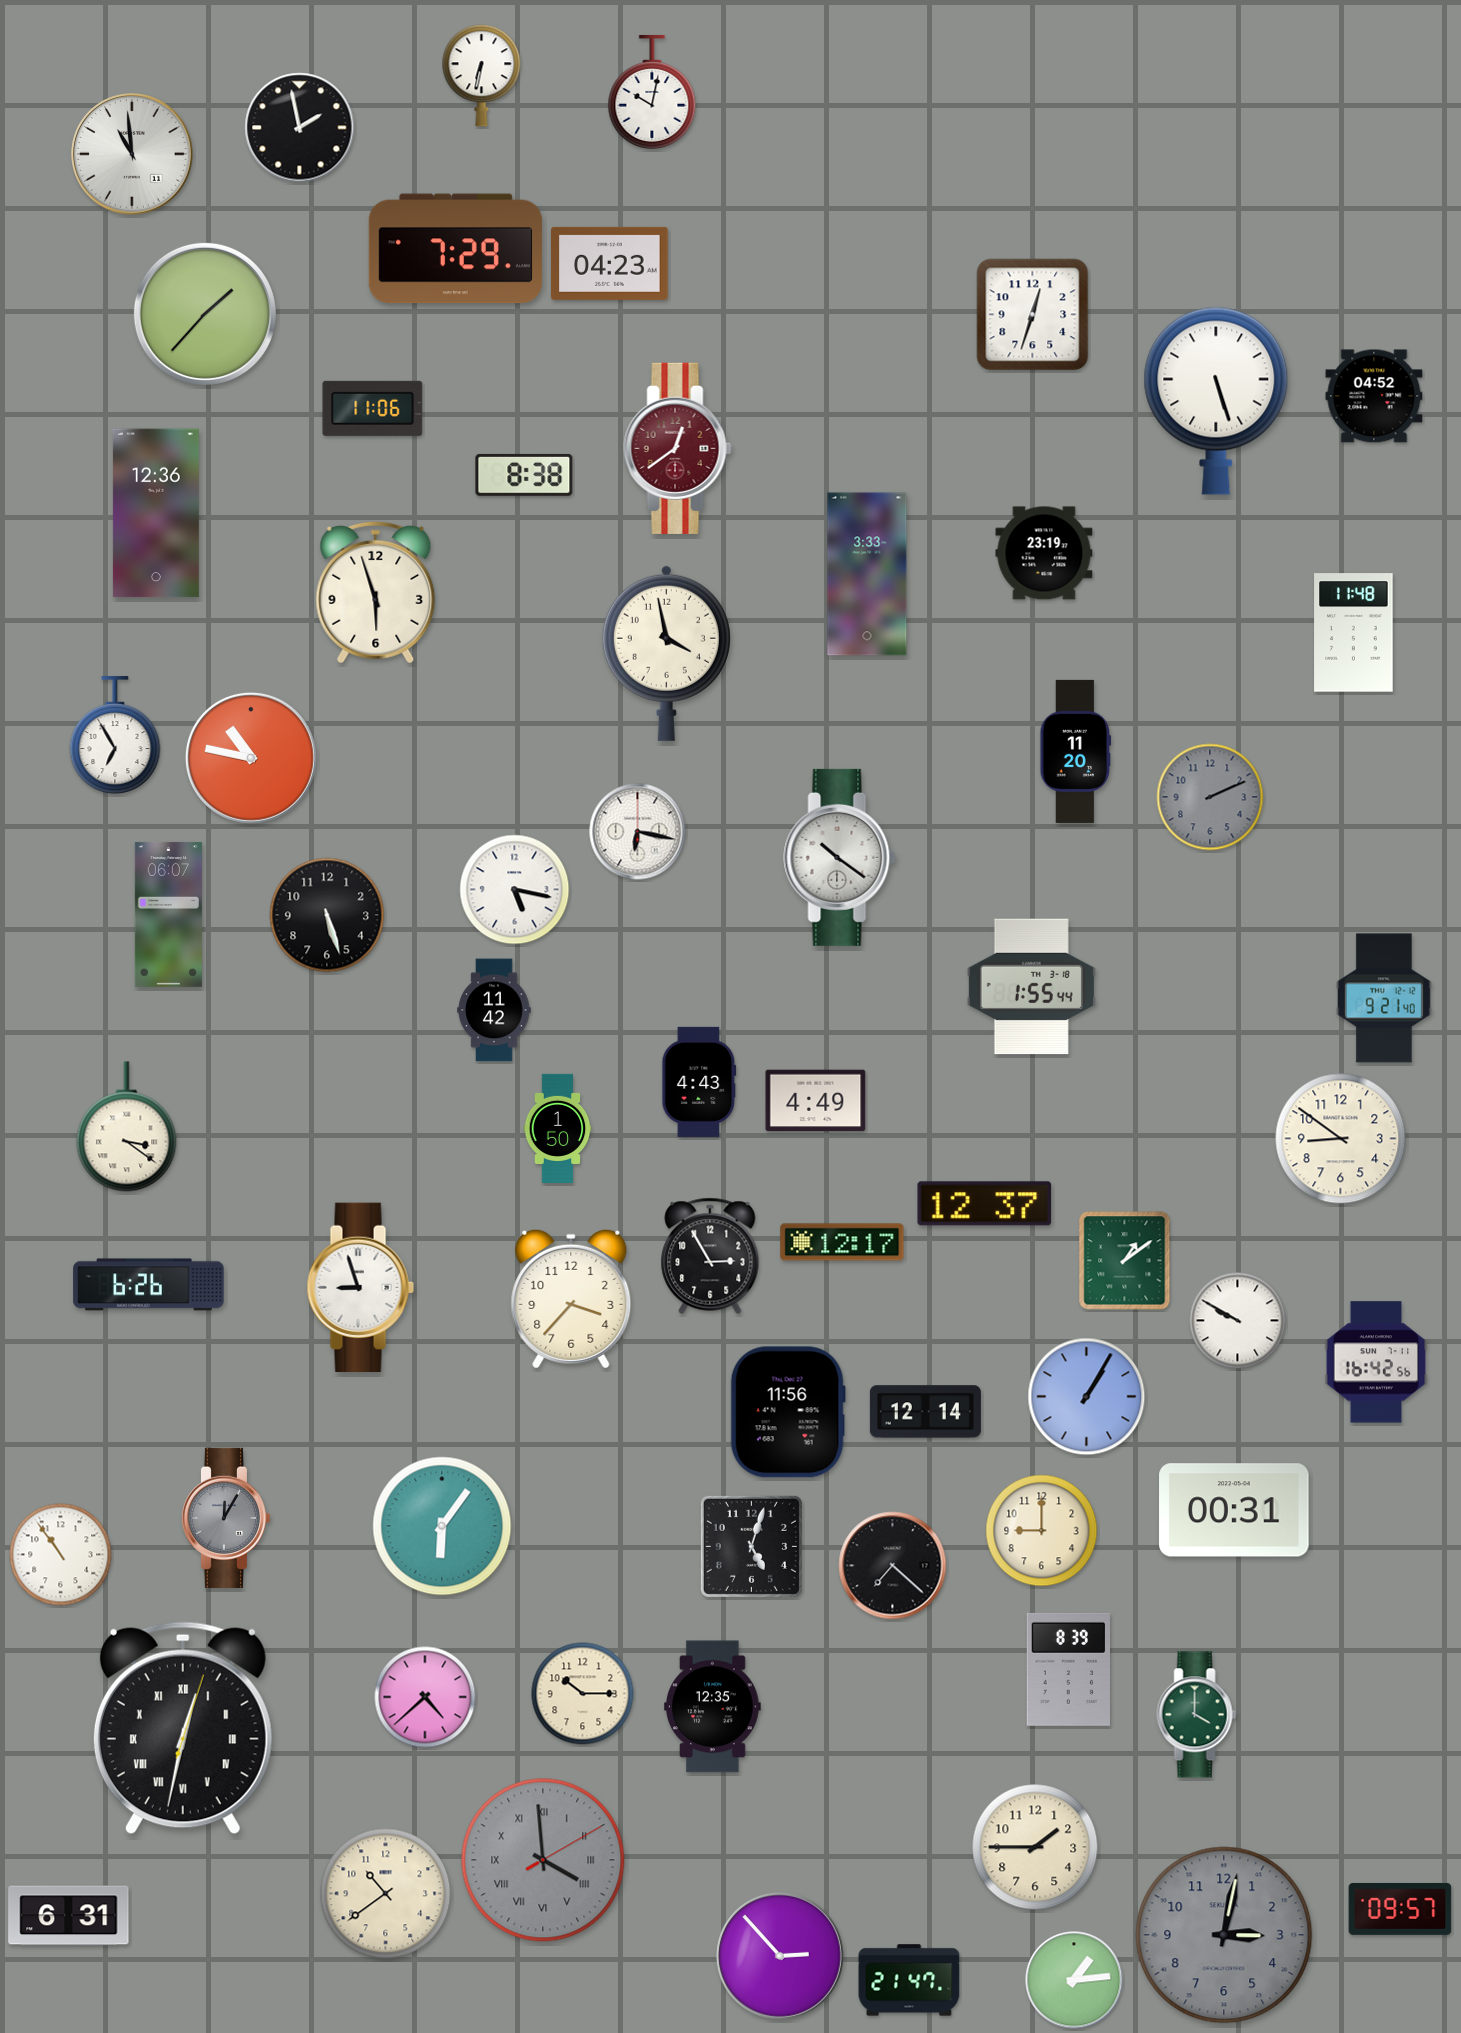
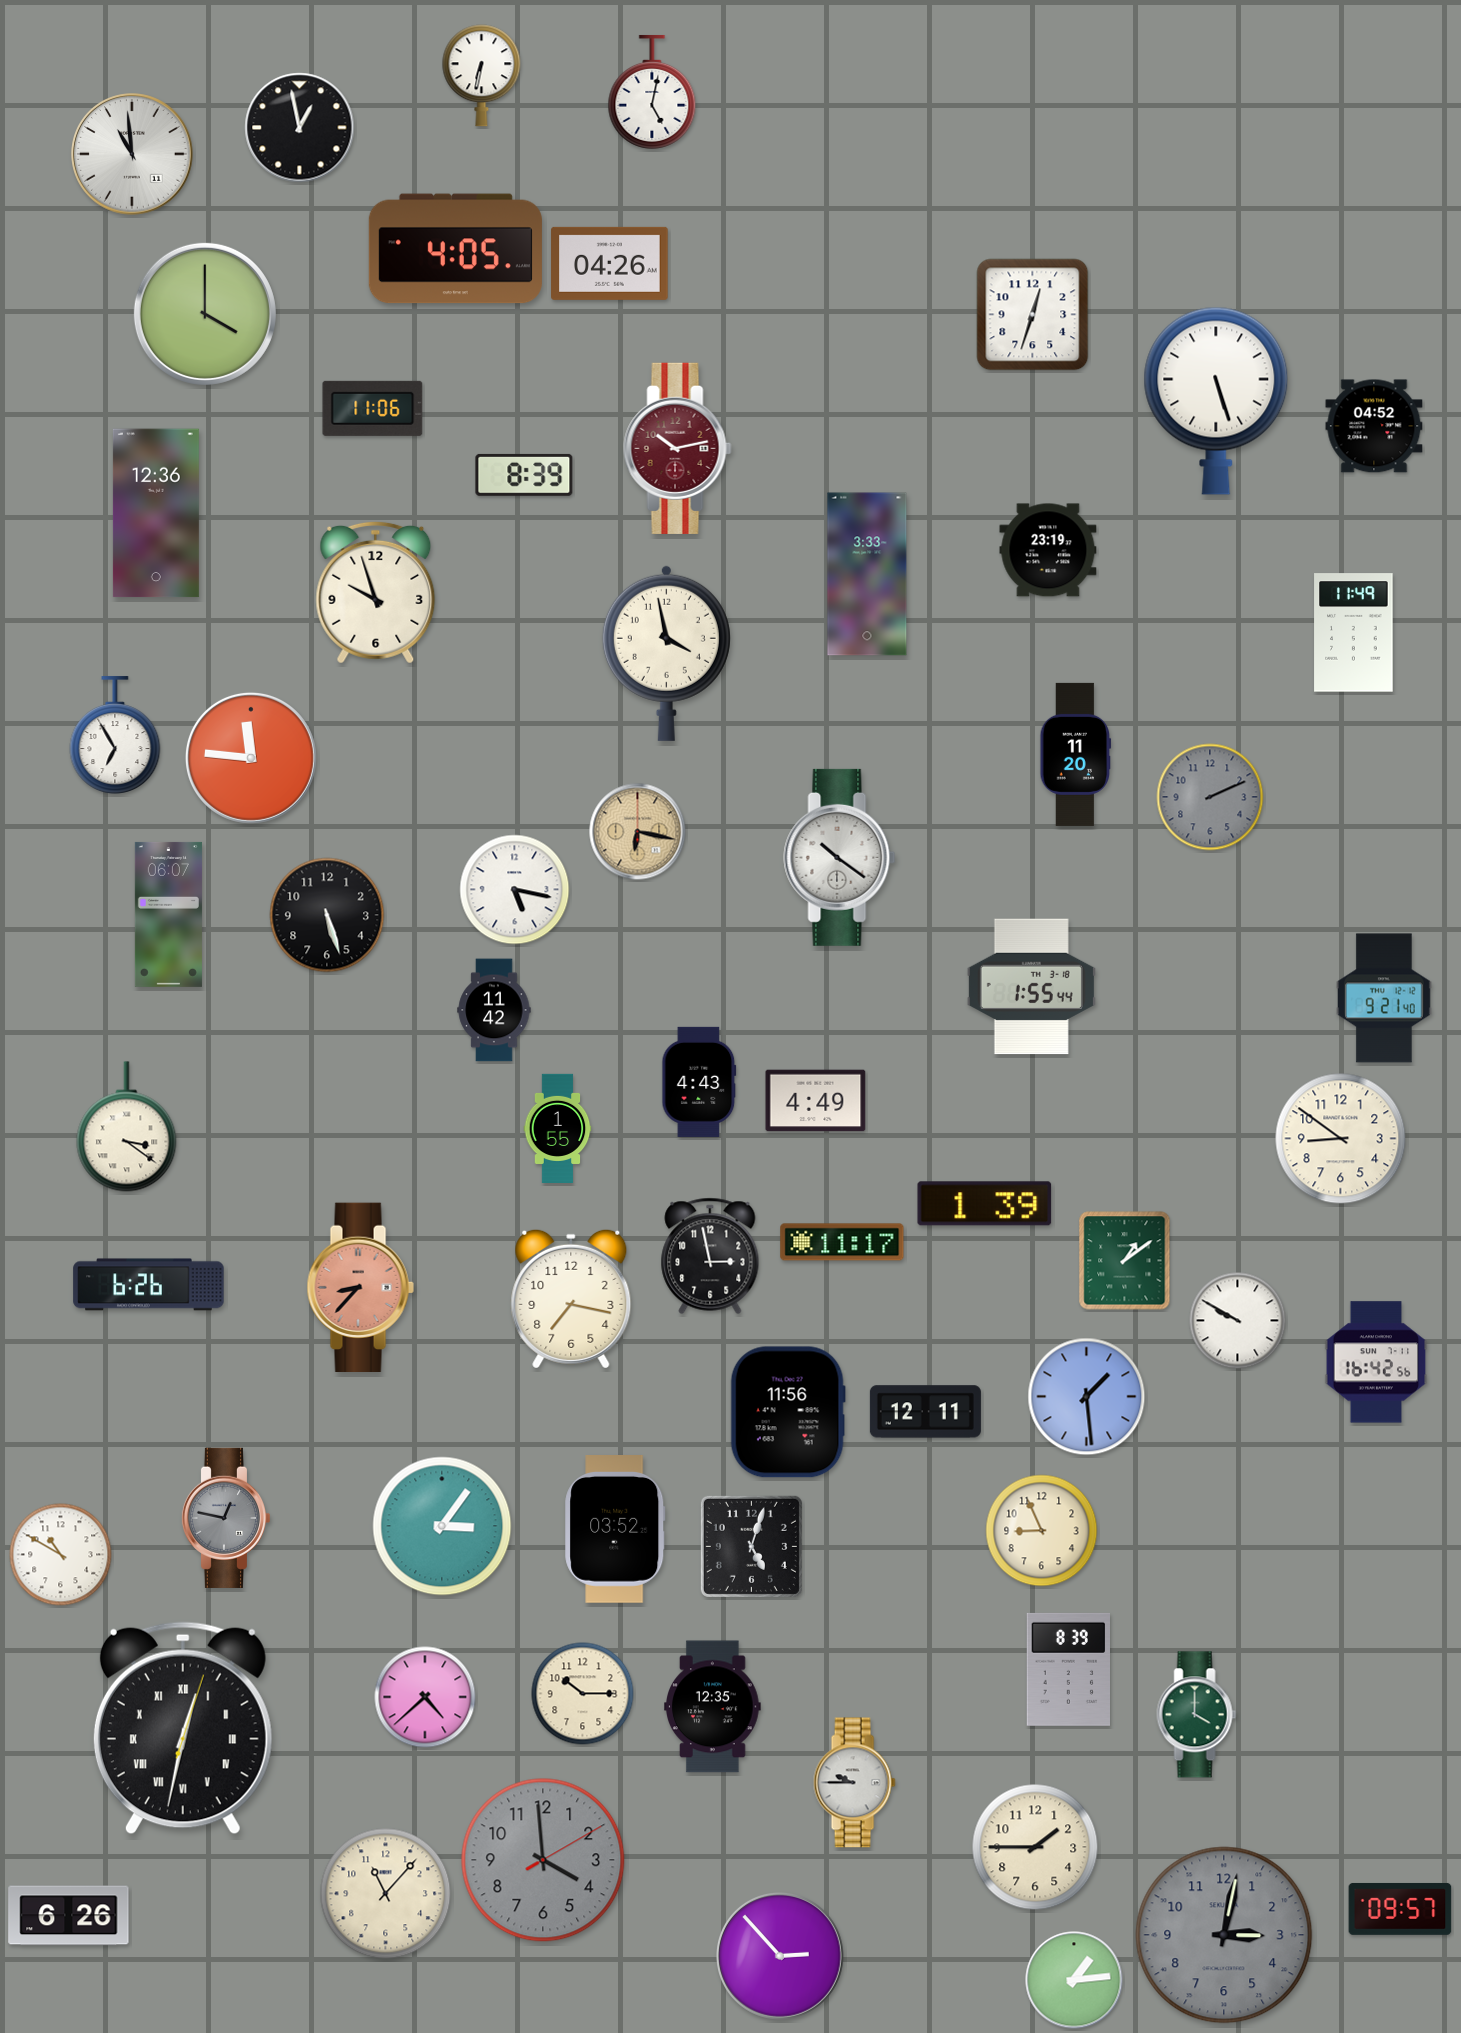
clock at (652, 92): 10:02 -> 5:02
clock at (300, 128): 1:58 -> 12:58
clock at (455, 249): 7:29 -> 4:05
clock at (610, 263): 04:23 -> 04:26
clock at (205, 314): 1:37 -> 4:00
clock at (1374, 396) position: (1374, 396) -> (1374, 426)
clock at (678, 448): 12:39 -> 10:13
clock at (524, 475): 8:38 -> 8:39
clock at (1044, 553) position: (1044, 553) -> (1048, 550)
clock at (376, 592): 5:57 -> 9:57
clock at (1354, 633): 11:48 -> 11:49
clock at (1076, 751) position: (1076, 751) -> (1076, 754)
clock at (251, 758): 10:47 -> 11:46
clock at (638, 832) dial: white -> champagne
clock at (558, 1128): 1:50 -> 1:55
clock at (985, 1204): 12:37 -> 1:39
clock at (842, 1242): 12:17 -> 11:17
clock at (710, 1256): 2:55 -> 2:58
clock at (360, 1287): 8:57 -> 8:37
clock at (360, 1287) dial: white -> salmon
clock at (571, 1299): 3:37 -> 7:17
clock at (1087, 1397): 1:05 -> 1:29
clock at (925, 1412): 12:14 -> 12:11
clock at (1234, 1510): 00:31 -> none
clock at (225, 1518): 12:05 -> 12:47
clock at (442, 1526): 6:06 -> 3:06
clock at (615, 1530): none -> 03:52
clock at (1042, 1531): 9:00 -> 8:56
clock at (61, 1555): 10:54 -> 10:50
clock at (893, 1566): 7:22 -> none
clock at (854, 1783): none -> 9:45
clock at (543, 1860) numerals: Roman -> Arabic
clock at (386, 1894): 10:39 -> 11:07
clock at (69, 1916): 6:31 -> 6:26
clock at (909, 1980): 21:47 -> none
